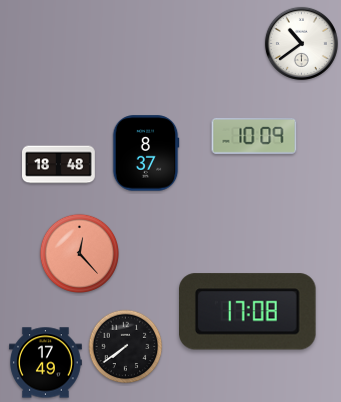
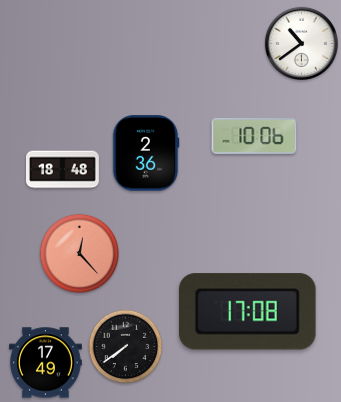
clock at (254, 136): 10:09 -> 10:06
clock at (146, 153): 8:37 -> 2:36
clock at (59, 165) position: (59, 165) -> (63, 170)
